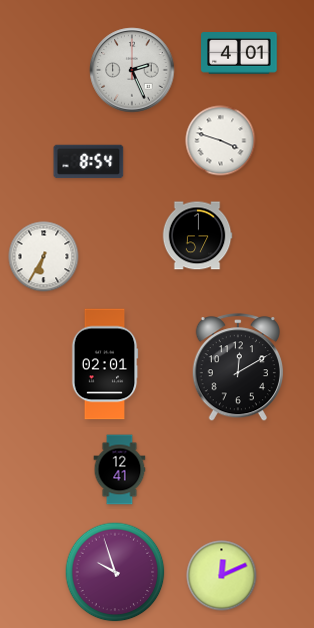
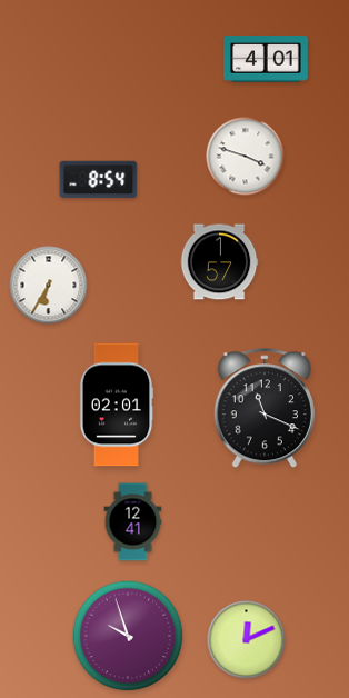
clock at (132, 70): 2:26 -> none
clock at (238, 368): 12:10 -> 11:19
